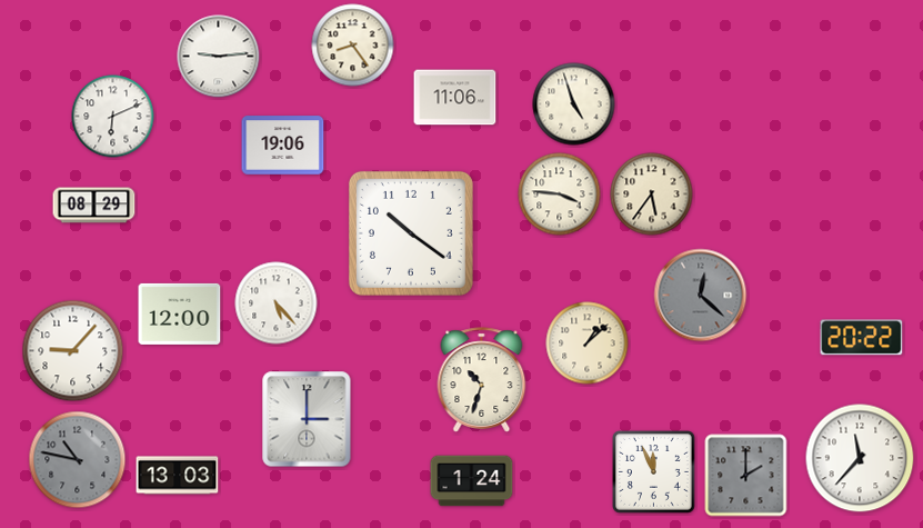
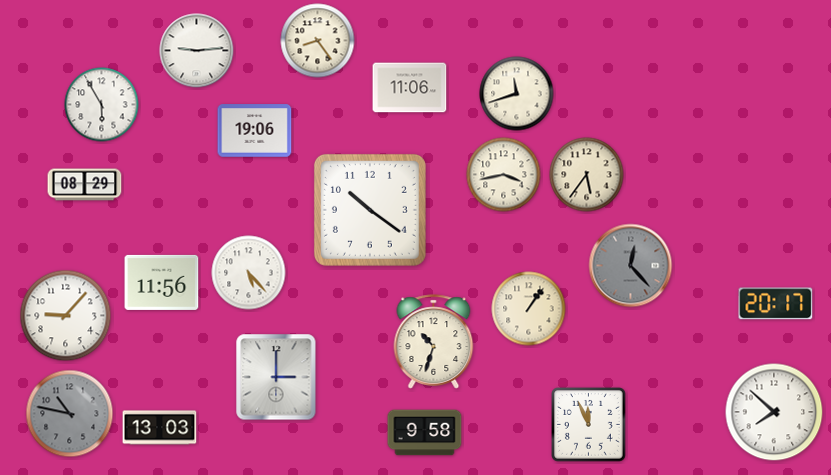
clock at (574, 104): 4:57 -> 11:42
clock at (113, 117): 6:11 -> 5:55
clock at (560, 195): 3:46 -> 3:43
clock at (701, 296): 12:22 -> 12:23
clock at (180, 313): 12:00 -> 11:56
clock at (862, 338): 20:22 -> 20:17
clock at (588, 343): 1:08 -> 1:06
clock at (860, 458): 11:37 -> 7:52
clock at (746, 476): 2:00 -> none
clock at (472, 481): 1:24 -> 9:58
